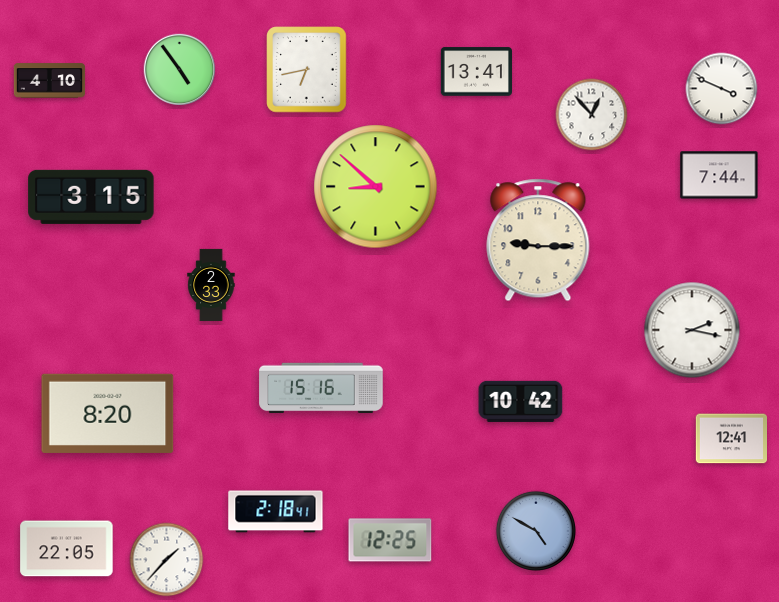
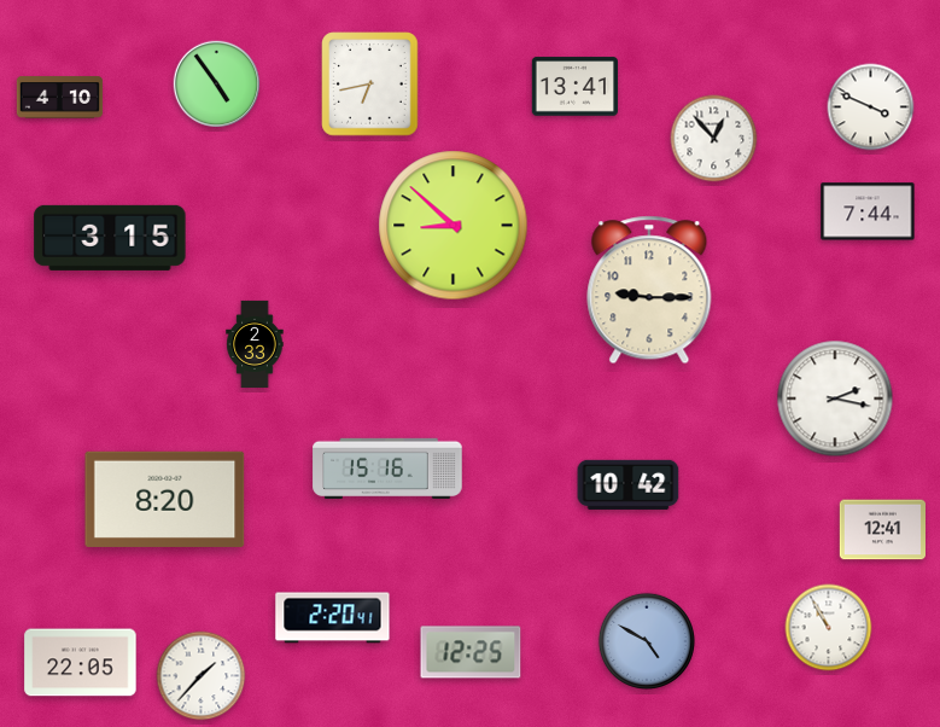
clock at (108, 413) position: (108, 413) -> (165, 499)
clock at (276, 512): 2:18 -> 2:20
clock at (829, 628): none -> 10:55
